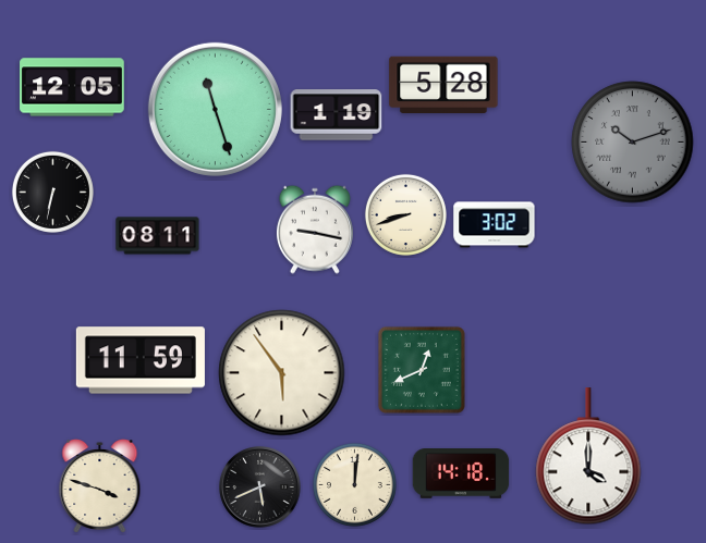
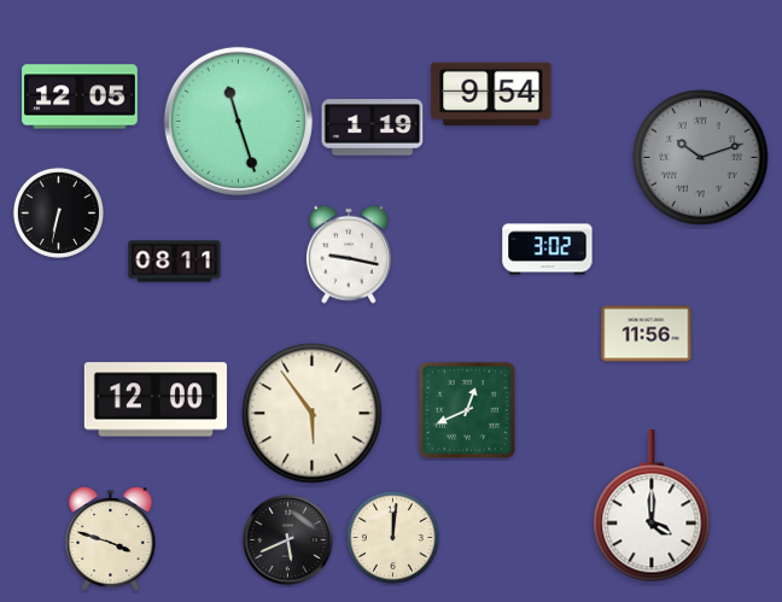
clock at (443, 84): 5:28 -> 9:54
clock at (405, 214): 8:42 -> none
clock at (647, 334): none -> 11:56
clock at (141, 360): 11:59 -> 12:00
clock at (461, 474): 14:18 -> none
